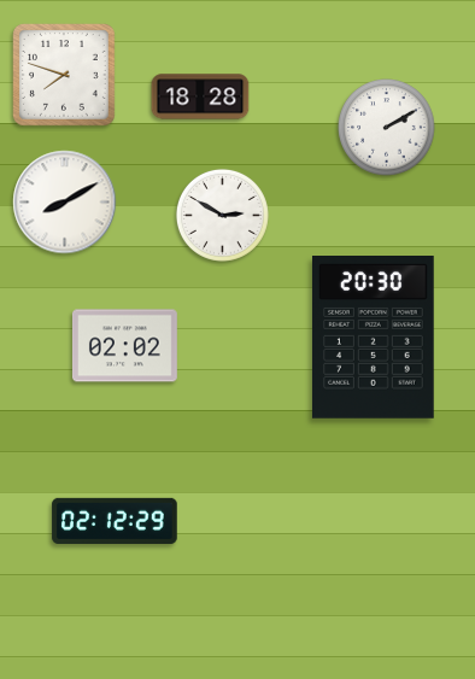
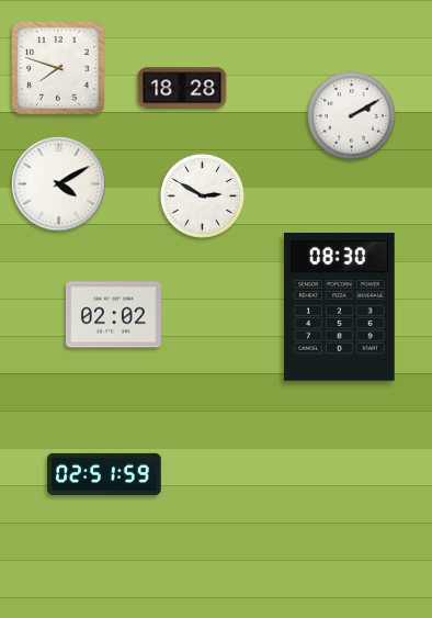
clock at (65, 203): 8:10 -> 4:10
clock at (374, 338): 20:30 -> 08:30
clock at (115, 521): 02:12 -> 02:51
